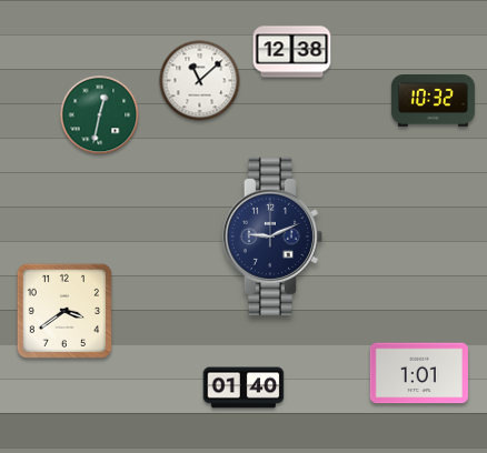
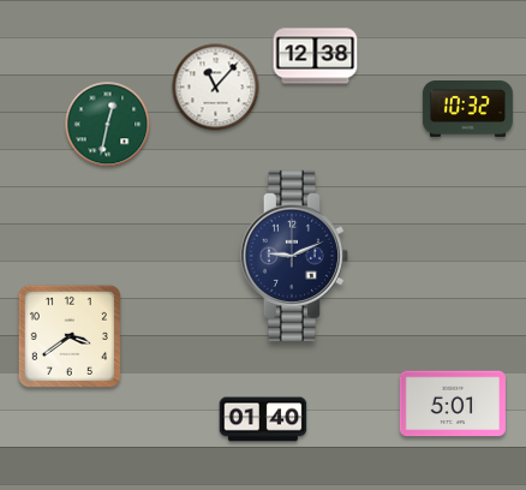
clock at (200, 81): 11:08 -> 11:07
clock at (419, 373): 1:01 -> 5:01
